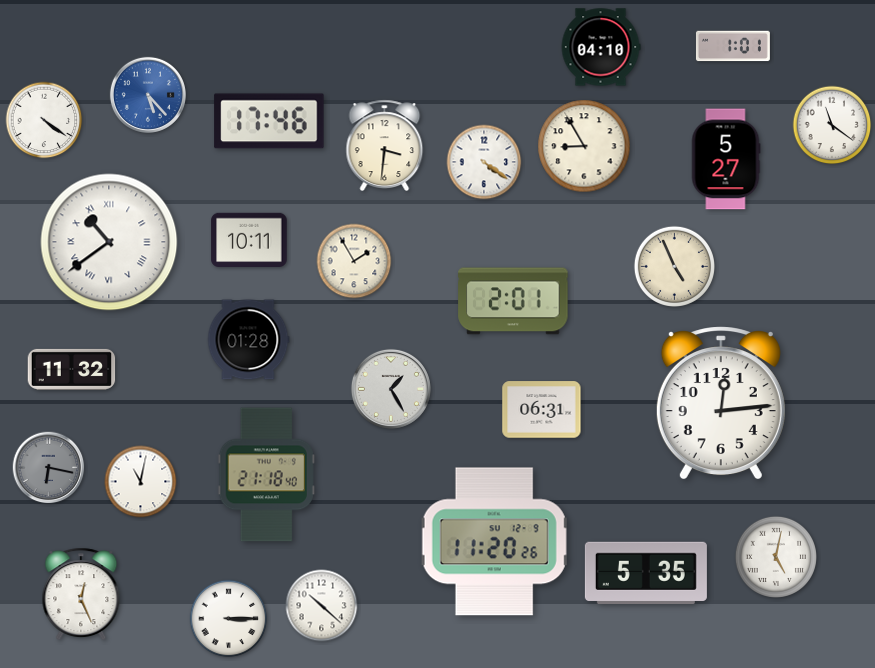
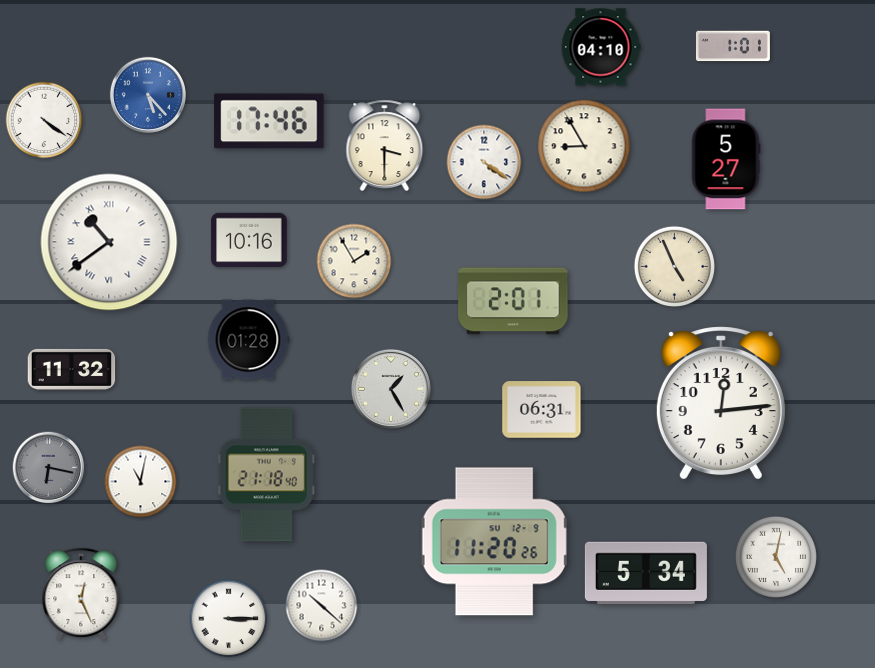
clock at (832, 125): 11:21 -> none
clock at (385, 145): 3:31 -> 3:30
clock at (249, 240): 10:11 -> 10:16
clock at (646, 573): 5:35 -> 5:34
